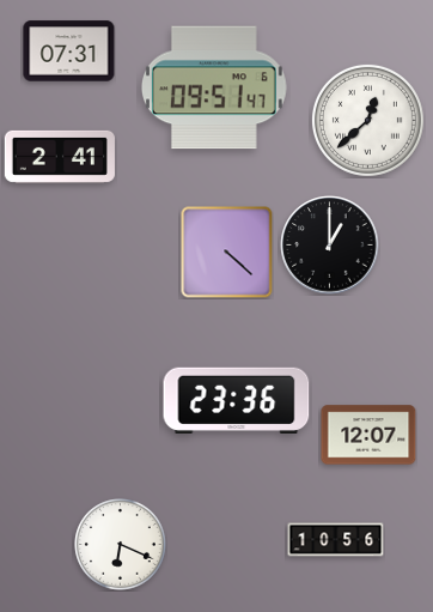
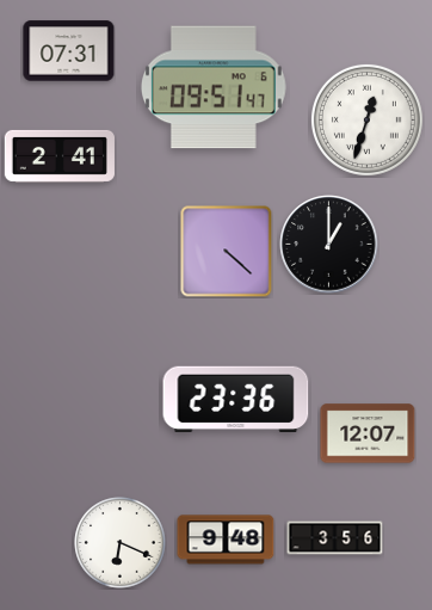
clock at (367, 120): 12:38 -> 12:33
clock at (336, 540): 10:56 -> 3:56
clock at (226, 540): none -> 9:48
